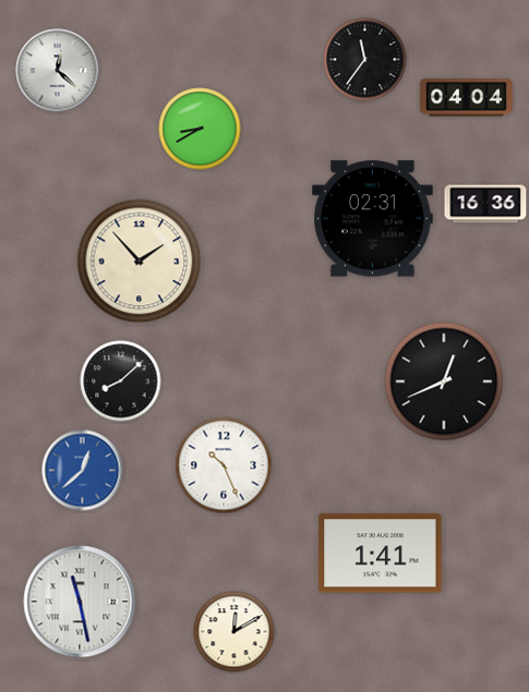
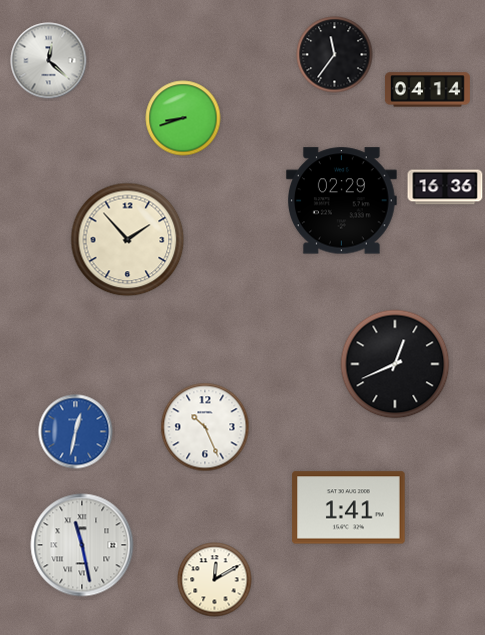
clock at (58, 71) position: (58, 71) -> (49, 61)
clock at (466, 98): 04:04 -> 04:14
clock at (200, 129): 8:40 -> 8:42
clock at (372, 219): 02:31 -> 02:29
clock at (121, 381): 8:08 -> none
clock at (444, 381) position: (444, 381) -> (395, 364)
clock at (83, 471): 12:38 -> 12:32
clock at (80, 602) position: (80, 602) -> (82, 545)
